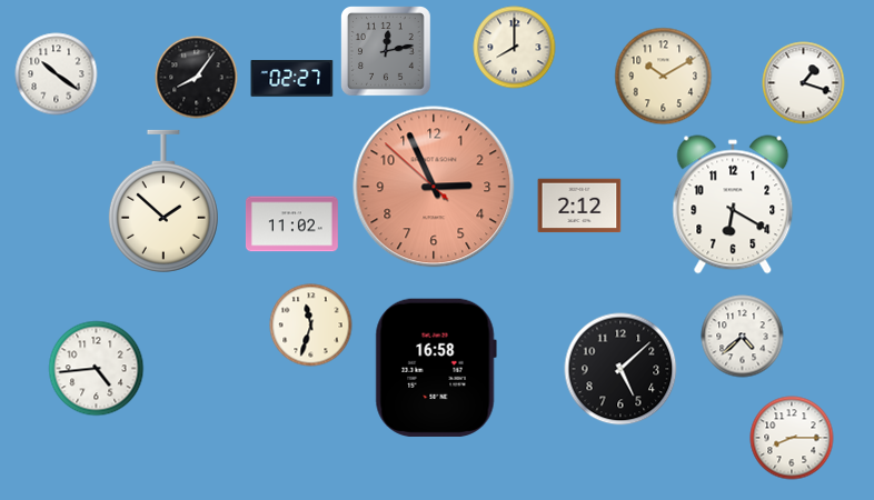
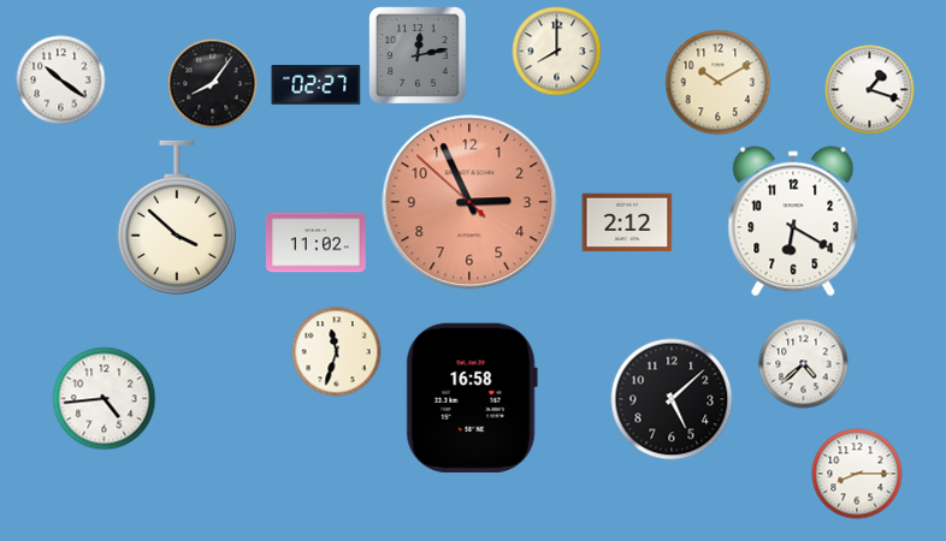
clock at (163, 201): 1:52 -> 3:52
